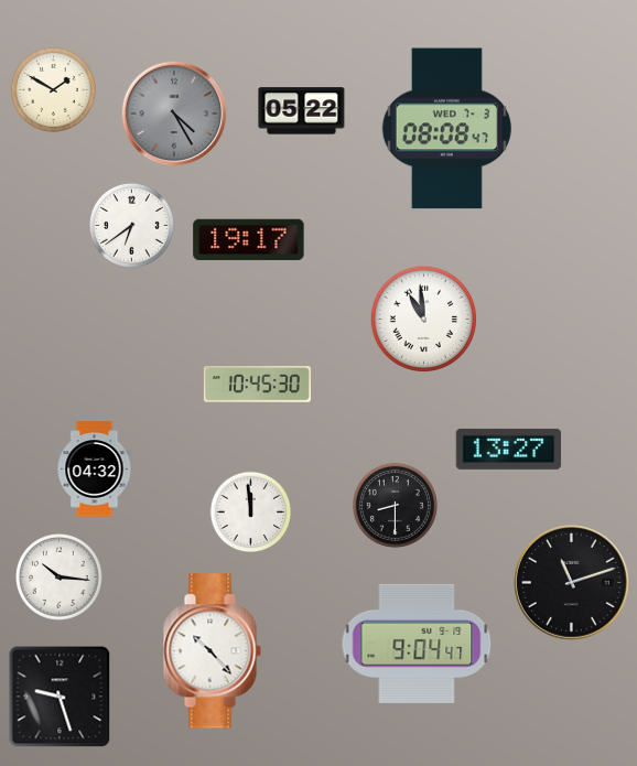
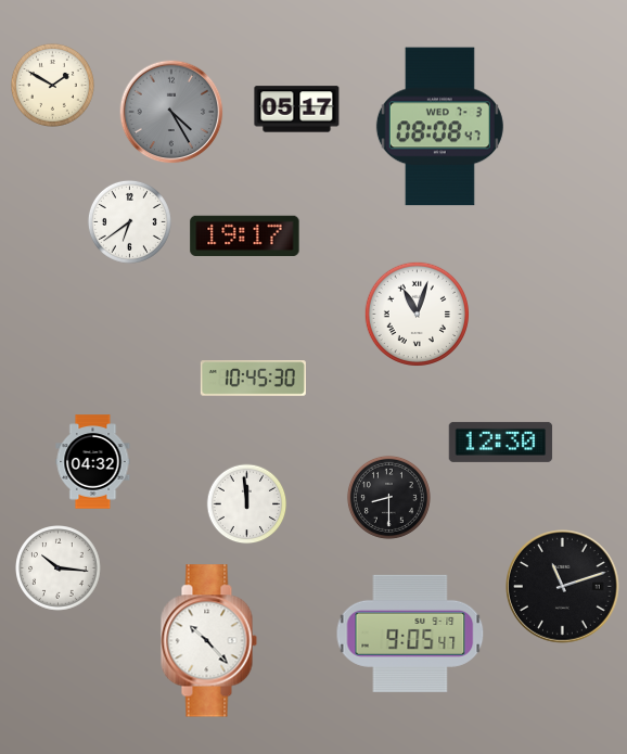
clock at (53, 89) position: (53, 89) -> (52, 85)
clock at (302, 111): 05:22 -> 05:17
clock at (423, 319): 10:59 -> 11:03
clock at (509, 449): 13:27 -> 12:30
clock at (572, 583) position: (572, 583) -> (563, 587)
clock at (417, 644): 9:04 -> 9:05
clock at (60, 697): 9:27 -> none
